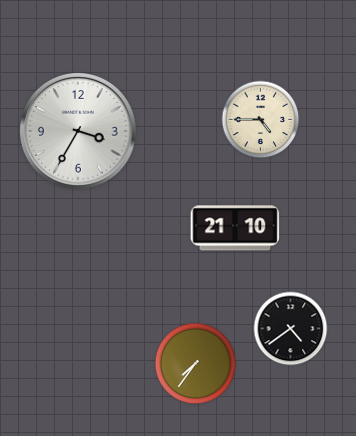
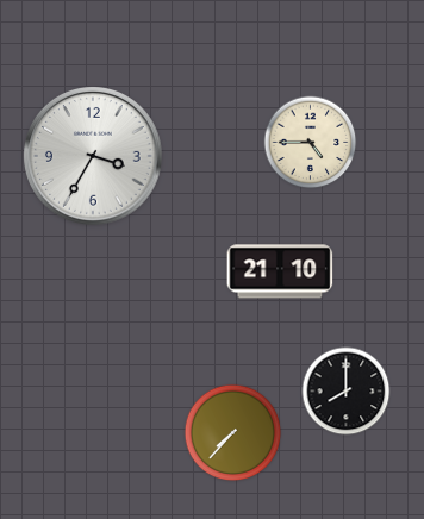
clock at (291, 329): 4:39 -> 8:00
clock at (196, 364): 7:36 -> 7:37
